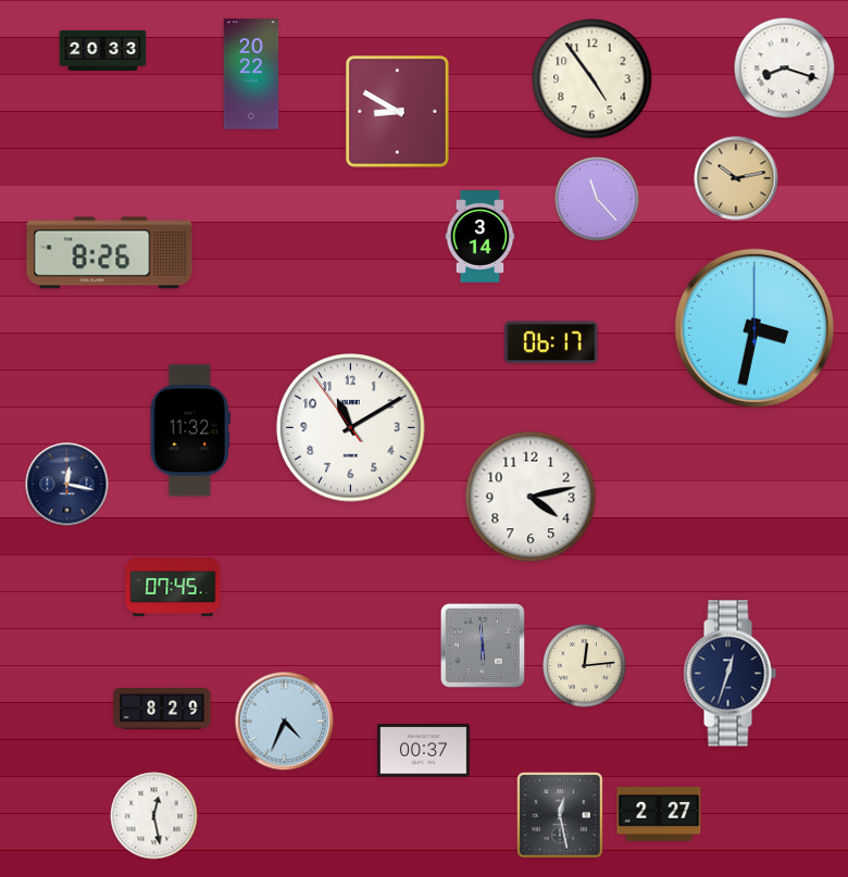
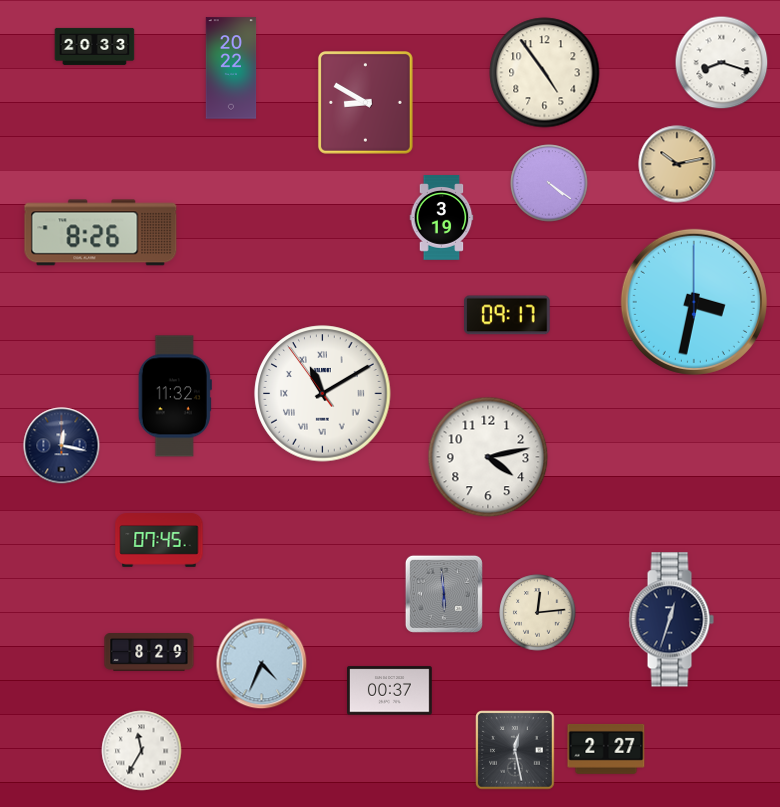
clock at (597, 199): 11:23 -> 4:21
clock at (481, 237): 3:14 -> 3:19
clock at (552, 342): 06:17 -> 09:17
clock at (351, 428) numerals: Arabic -> Roman
clock at (154, 816): 12:28 -> 11:35
